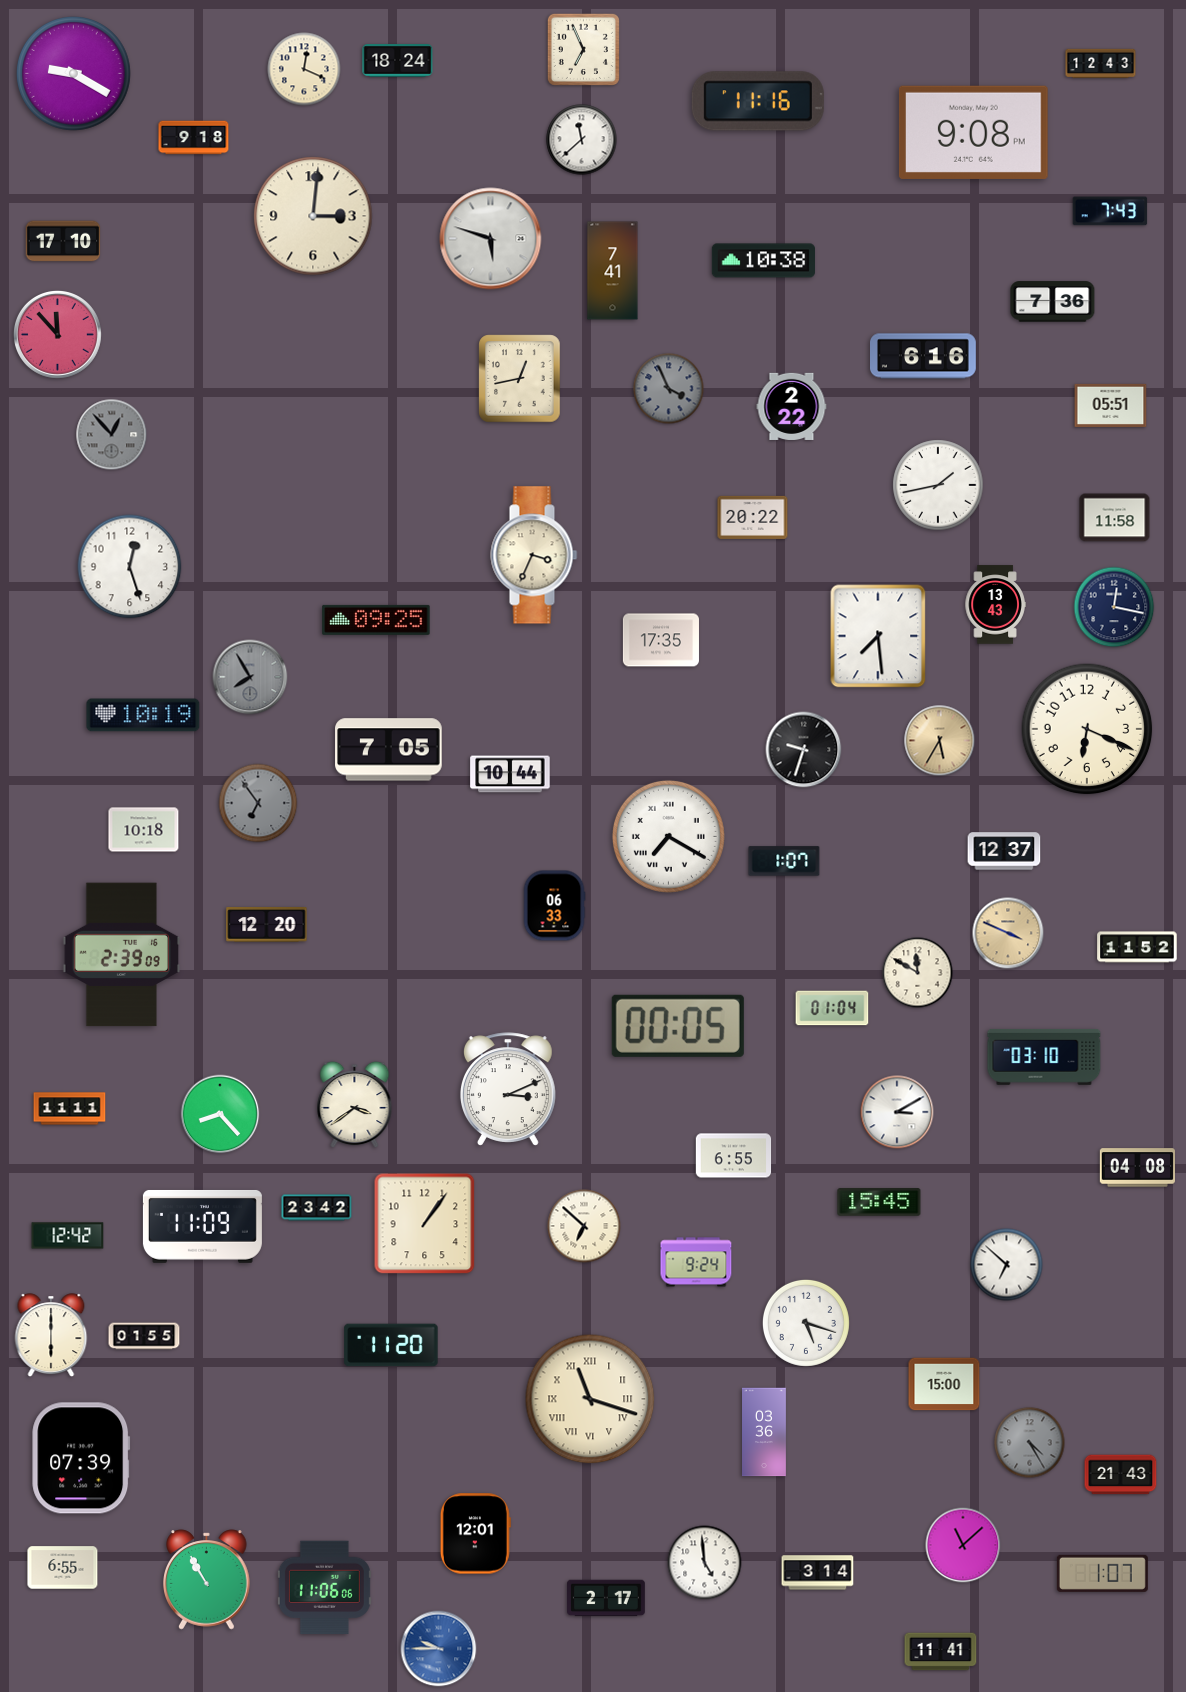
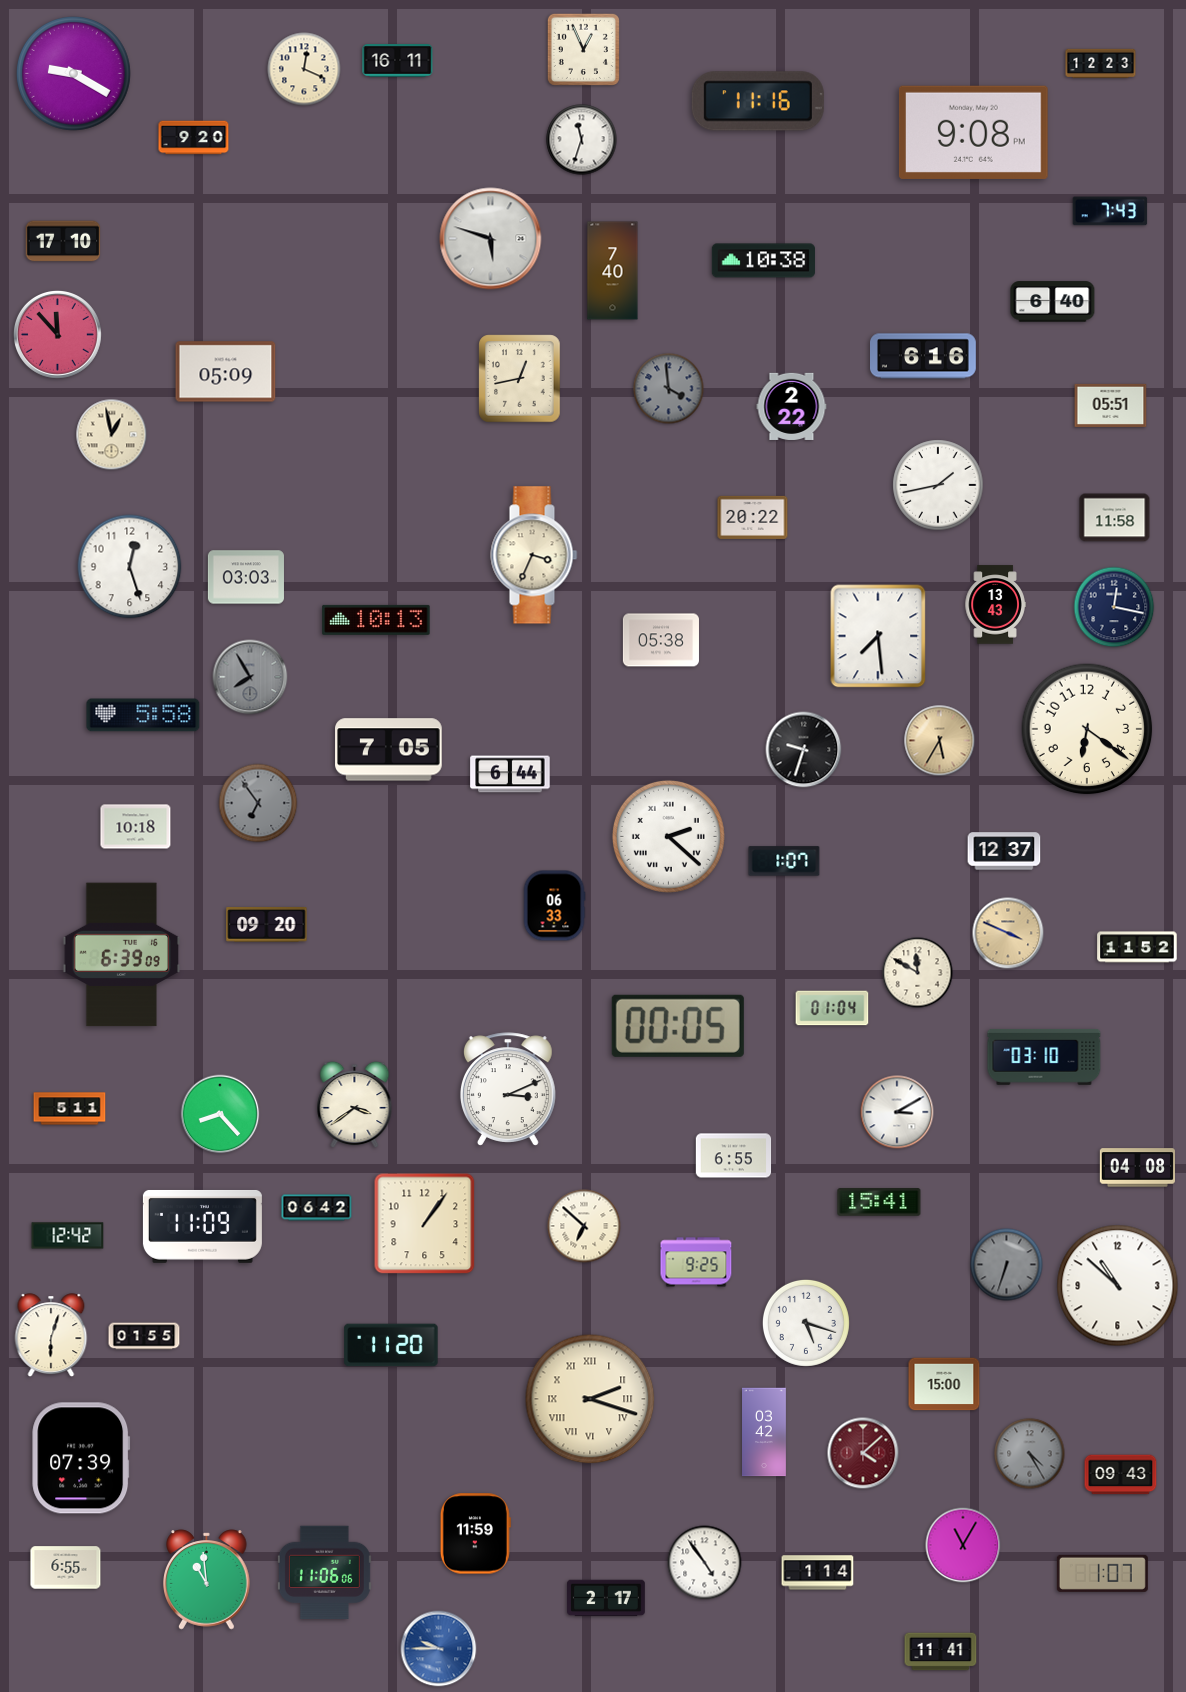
clock at (583, 49): 6:56 -> 12:56
clock at (398, 61): 18:24 -> 16:11
clock at (1101, 64): 12:43 -> 12:23
clock at (194, 138): 9:18 -> 9:20
clock at (582, 140): 11:38 -> 11:33
clock at (313, 216): 3:01 -> none
clock at (613, 271): 7:41 -> 7:40
clock at (1053, 302): 7:36 -> 6:40
clock at (226, 372): none -> 05:09
clock at (669, 389): 3:56 -> 3:59
clock at (112, 435): 12:53 -> 12:58
clock at (112, 435) dial: grey -> cream
clock at (246, 577): none -> 03:03
clock at (376, 620): 09:25 -> 10:13
clock at (661, 640): 17:35 -> 05:38
clock at (143, 715): 10:19 -> 5:58
clock at (1087, 729): 6:19 -> 6:21
clock at (510, 774): 10:44 -> 6:44
clock at (144, 830) position: (144, 830) -> (136, 827)
clock at (668, 836): 7:20 -> 2:22
clock at (267, 925): 12:20 -> 09:20
clock at (122, 955): 2:39 -> 6:39
clock at (70, 1109): 11:11 -> 5:11
clock at (879, 1202): 15:45 -> 15:41
clock at (317, 1208): 23:42 -> 06:42
clock at (696, 1262): 9:24 -> 9:25
clock at (1007, 1265): 6:52 -> 6:33
clock at (1007, 1265) dial: white -> grey
clock at (1118, 1286): none -> 10:52
clock at (51, 1335): 6:00 -> 6:03
clock at (590, 1399): 11:18 -> 2:18
clock at (765, 1432): 03:36 -> 03:42
clock at (1030, 1443) position: (1030, 1443) -> (1030, 1454)
clock at (863, 1453): none -> 4:08
clock at (1121, 1475): 21:43 -> 09:43
clock at (475, 1534): 12:01 -> 11:59
clock at (963, 1545): 11:08 -> 11:05
clock at (705, 1563): 4:59 -> 4:54
clock at (63, 1568) position: (63, 1568) -> (66, 1568)
clock at (818, 1573): 3:14 -> 1:14
clock at (207, 1580): 10:55 -> 10:59
clock at (324, 1588) position: (324, 1588) -> (324, 1573)
